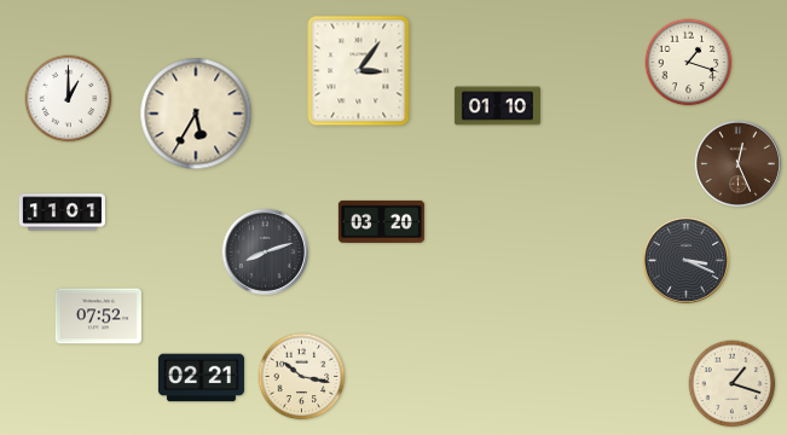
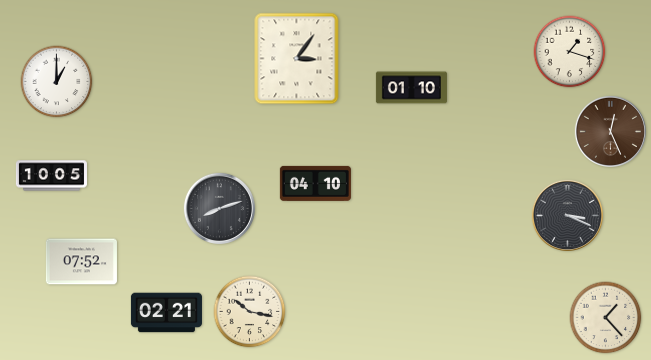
clock at (196, 114): 5:35 -> none
clock at (737, 163) position: (737, 163) -> (610, 131)
clock at (62, 213): 11:01 -> 10:05
clock at (381, 221): 03:20 -> 04:10
clock at (733, 384): 1:18 -> 1:23
